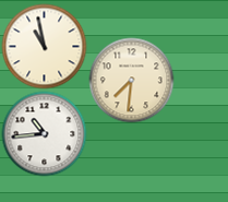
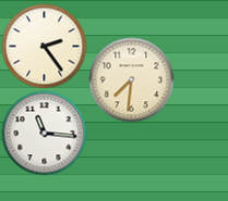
clock at (44, 46): 10:58 -> 2:24
clock at (44, 133): 10:44 -> 11:16
